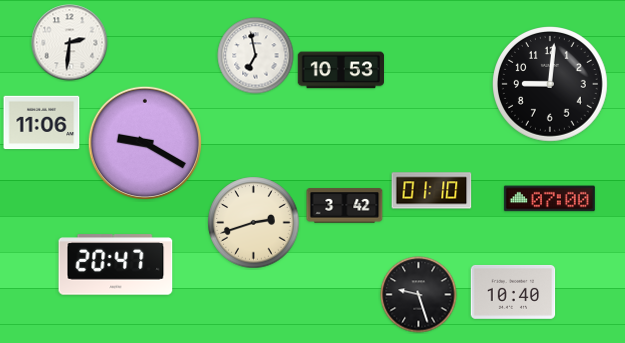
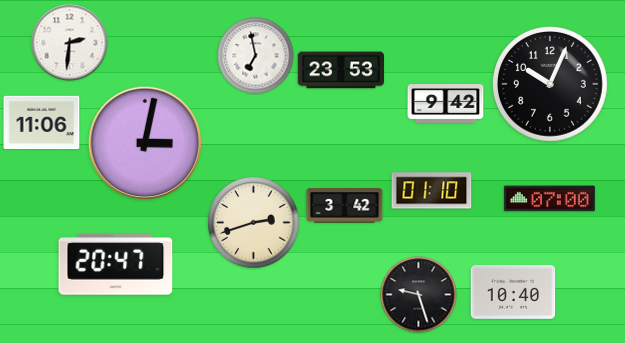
clock at (340, 70): 10:53 -> 23:53
clock at (551, 85): 9:01 -> 10:04
clock at (446, 104): none -> 9:42
clock at (144, 142): 9:20 -> 3:02
